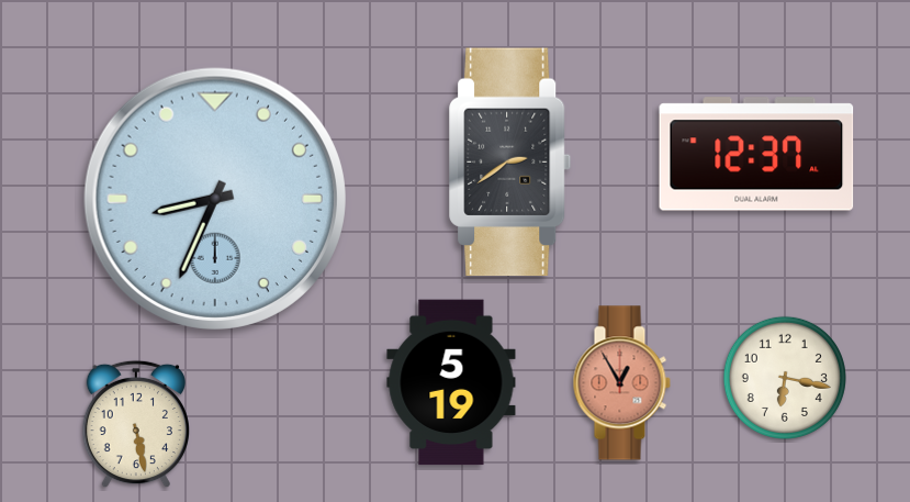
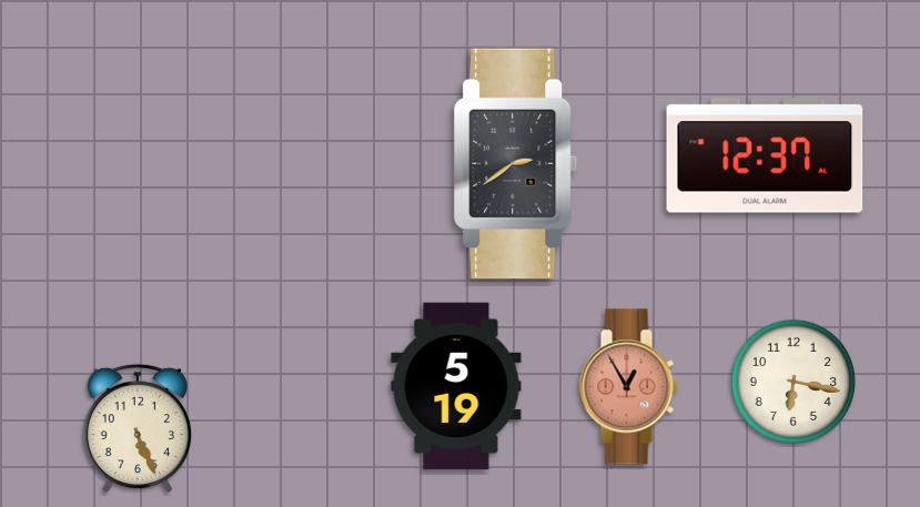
clock at (215, 199): 8:34 -> none
clock at (135, 424): 5:28 -> 5:26
